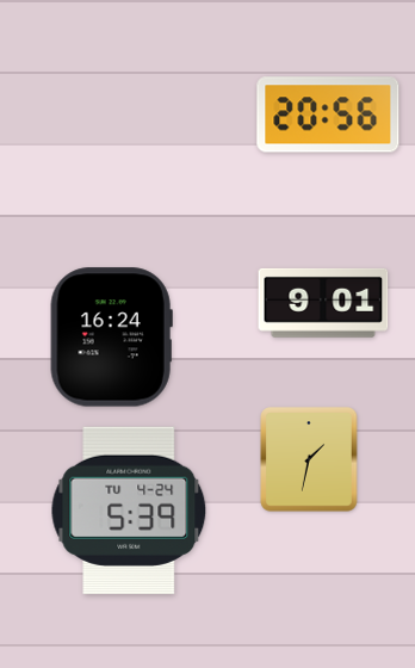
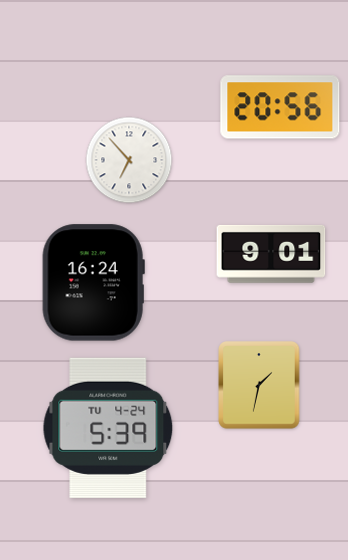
clock at (328, 115) position: (328, 115) -> (280, 107)
clock at (129, 160): none -> 6:53
